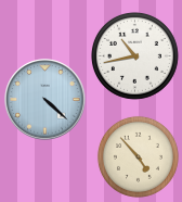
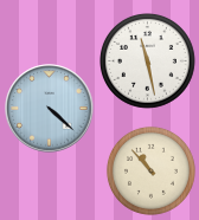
clock at (135, 56): 10:43 -> 11:28
clock at (138, 156): 4:53 -> 10:53
